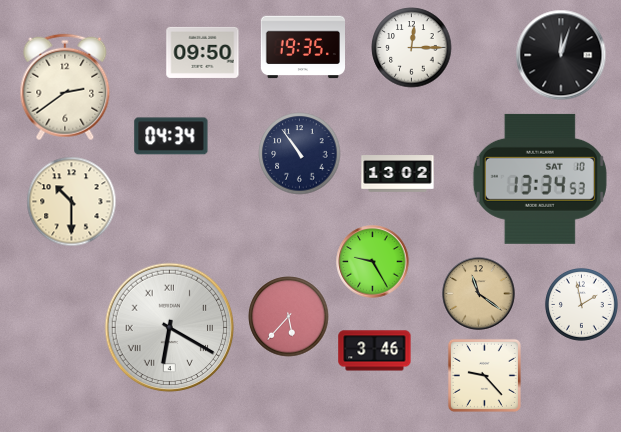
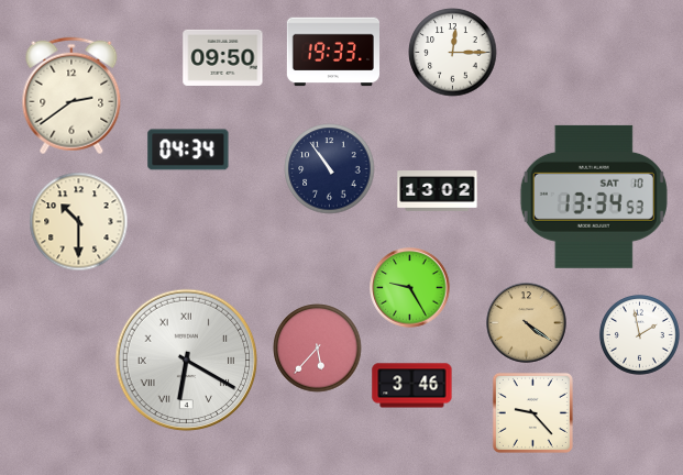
clock at (302, 47): 19:35 -> 19:33
clock at (561, 55): 12:03 -> none
clock at (479, 294): 11:21 -> 4:21
